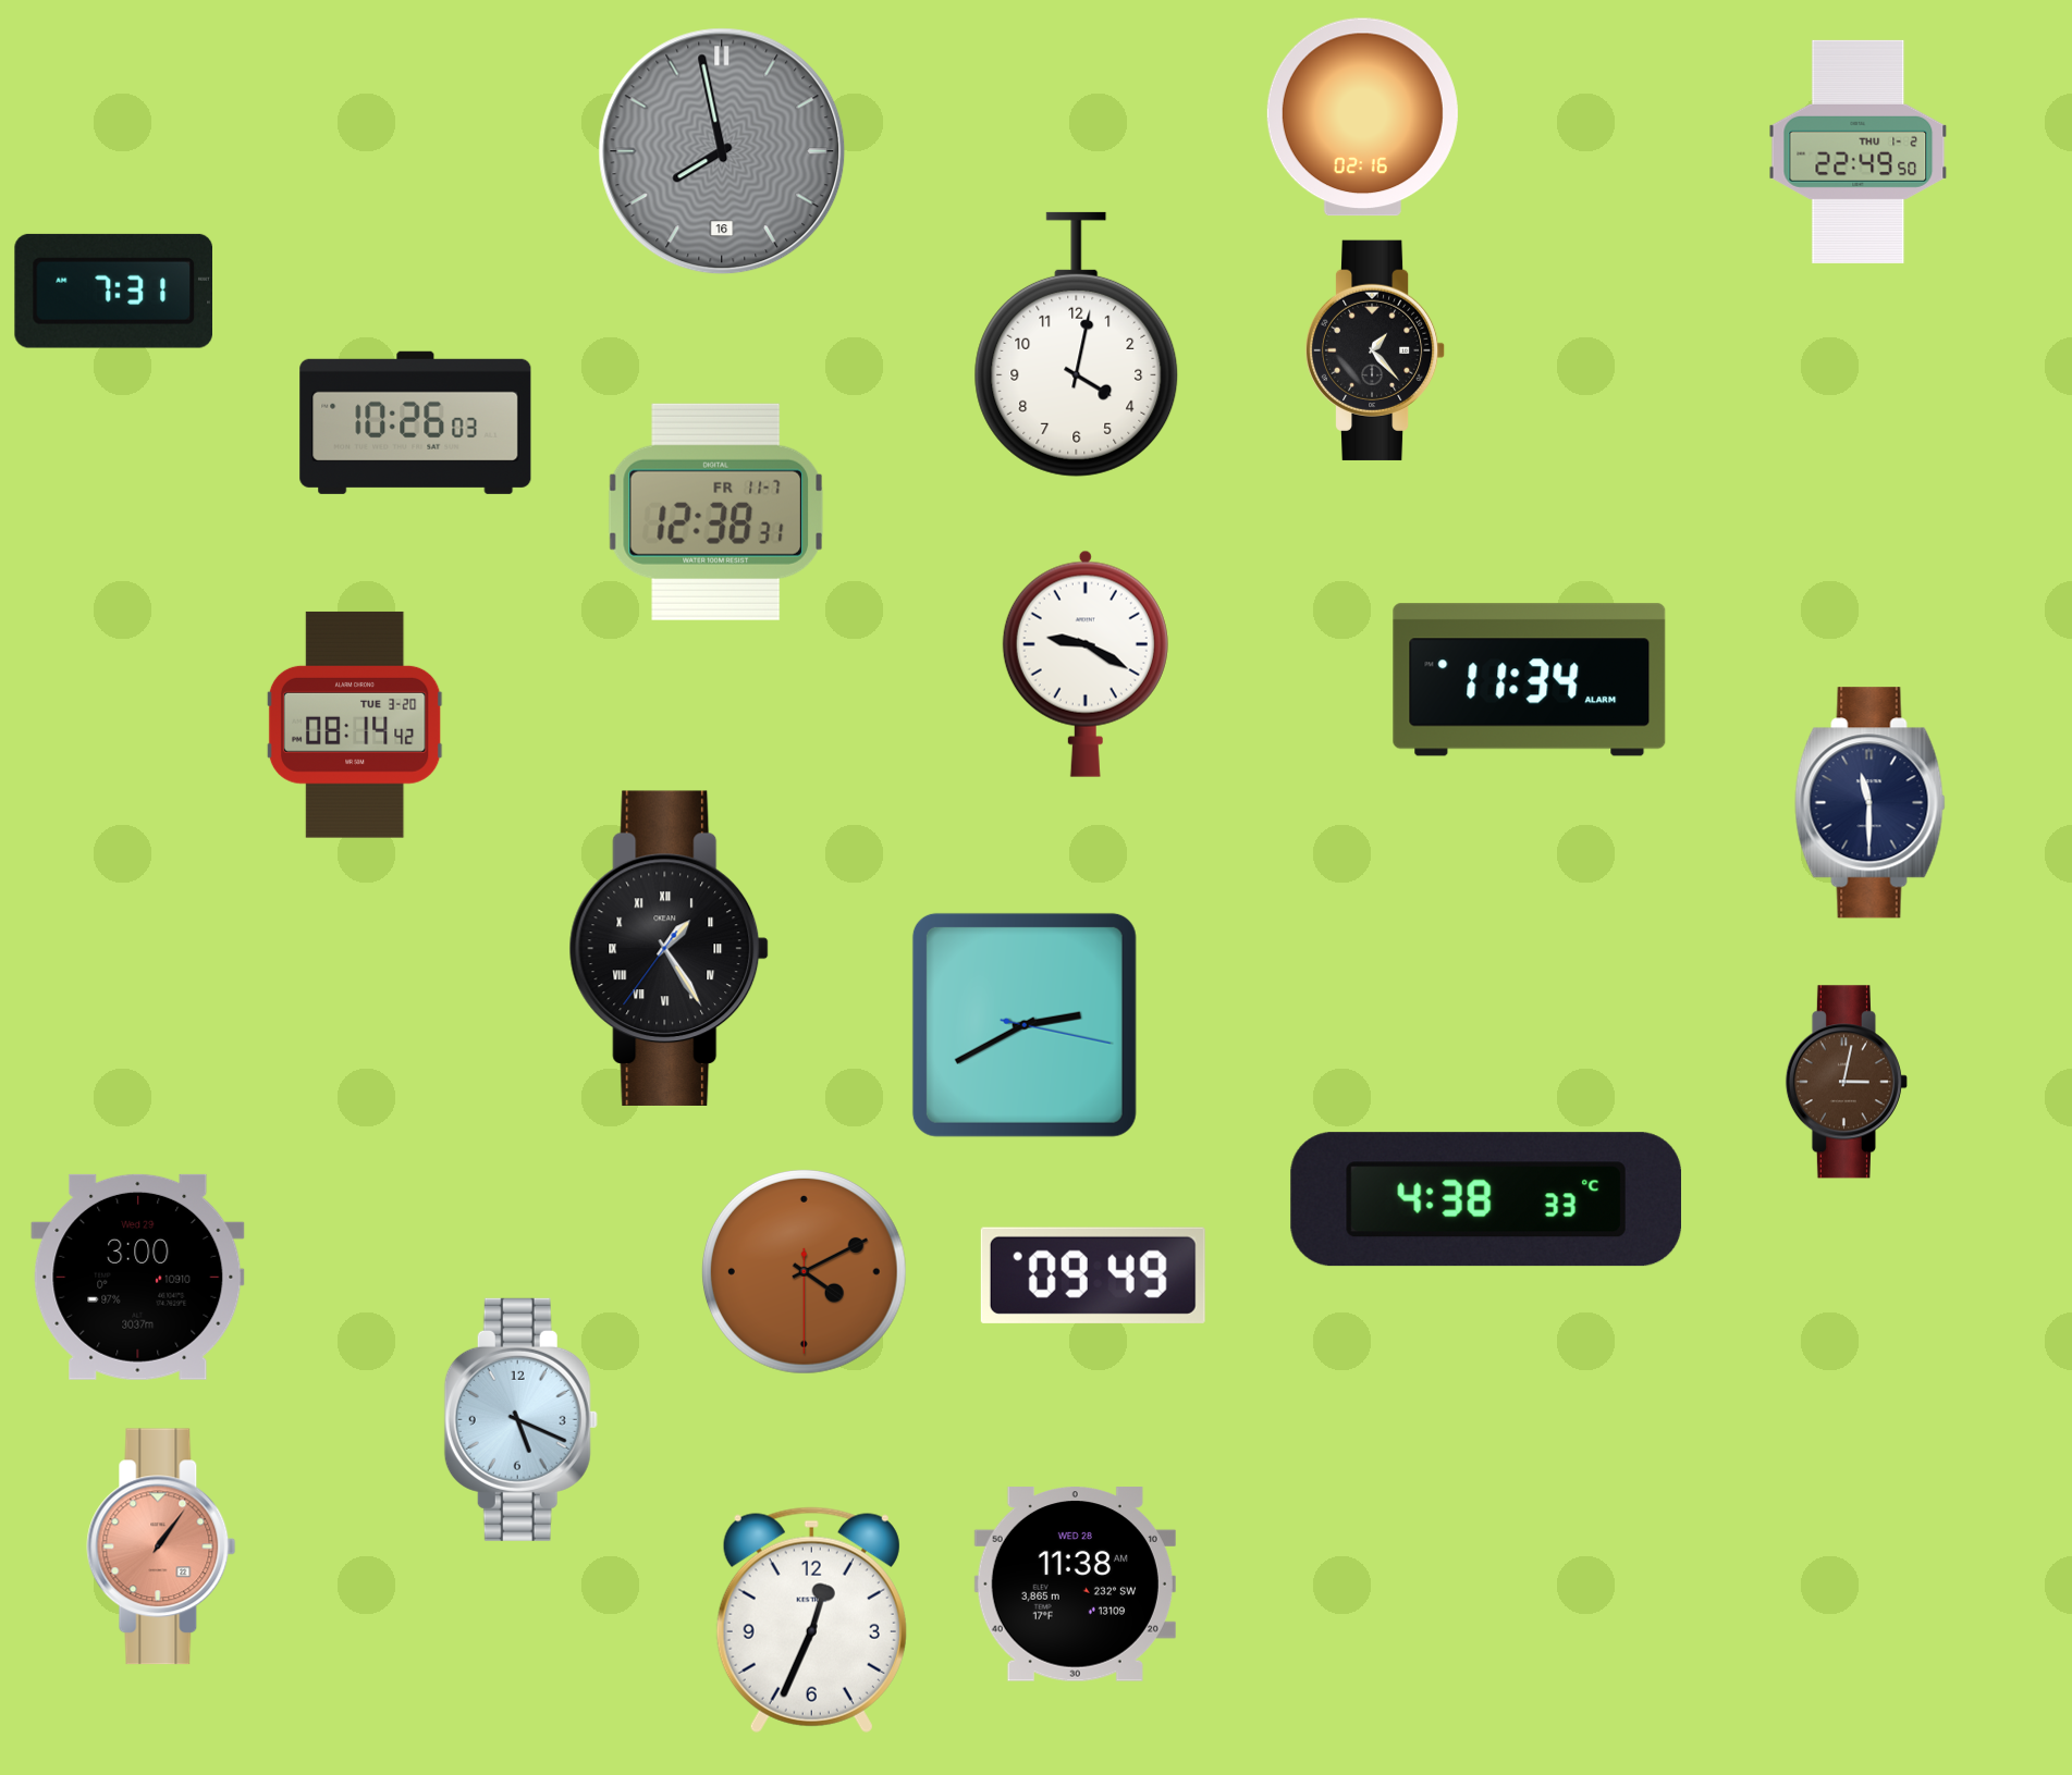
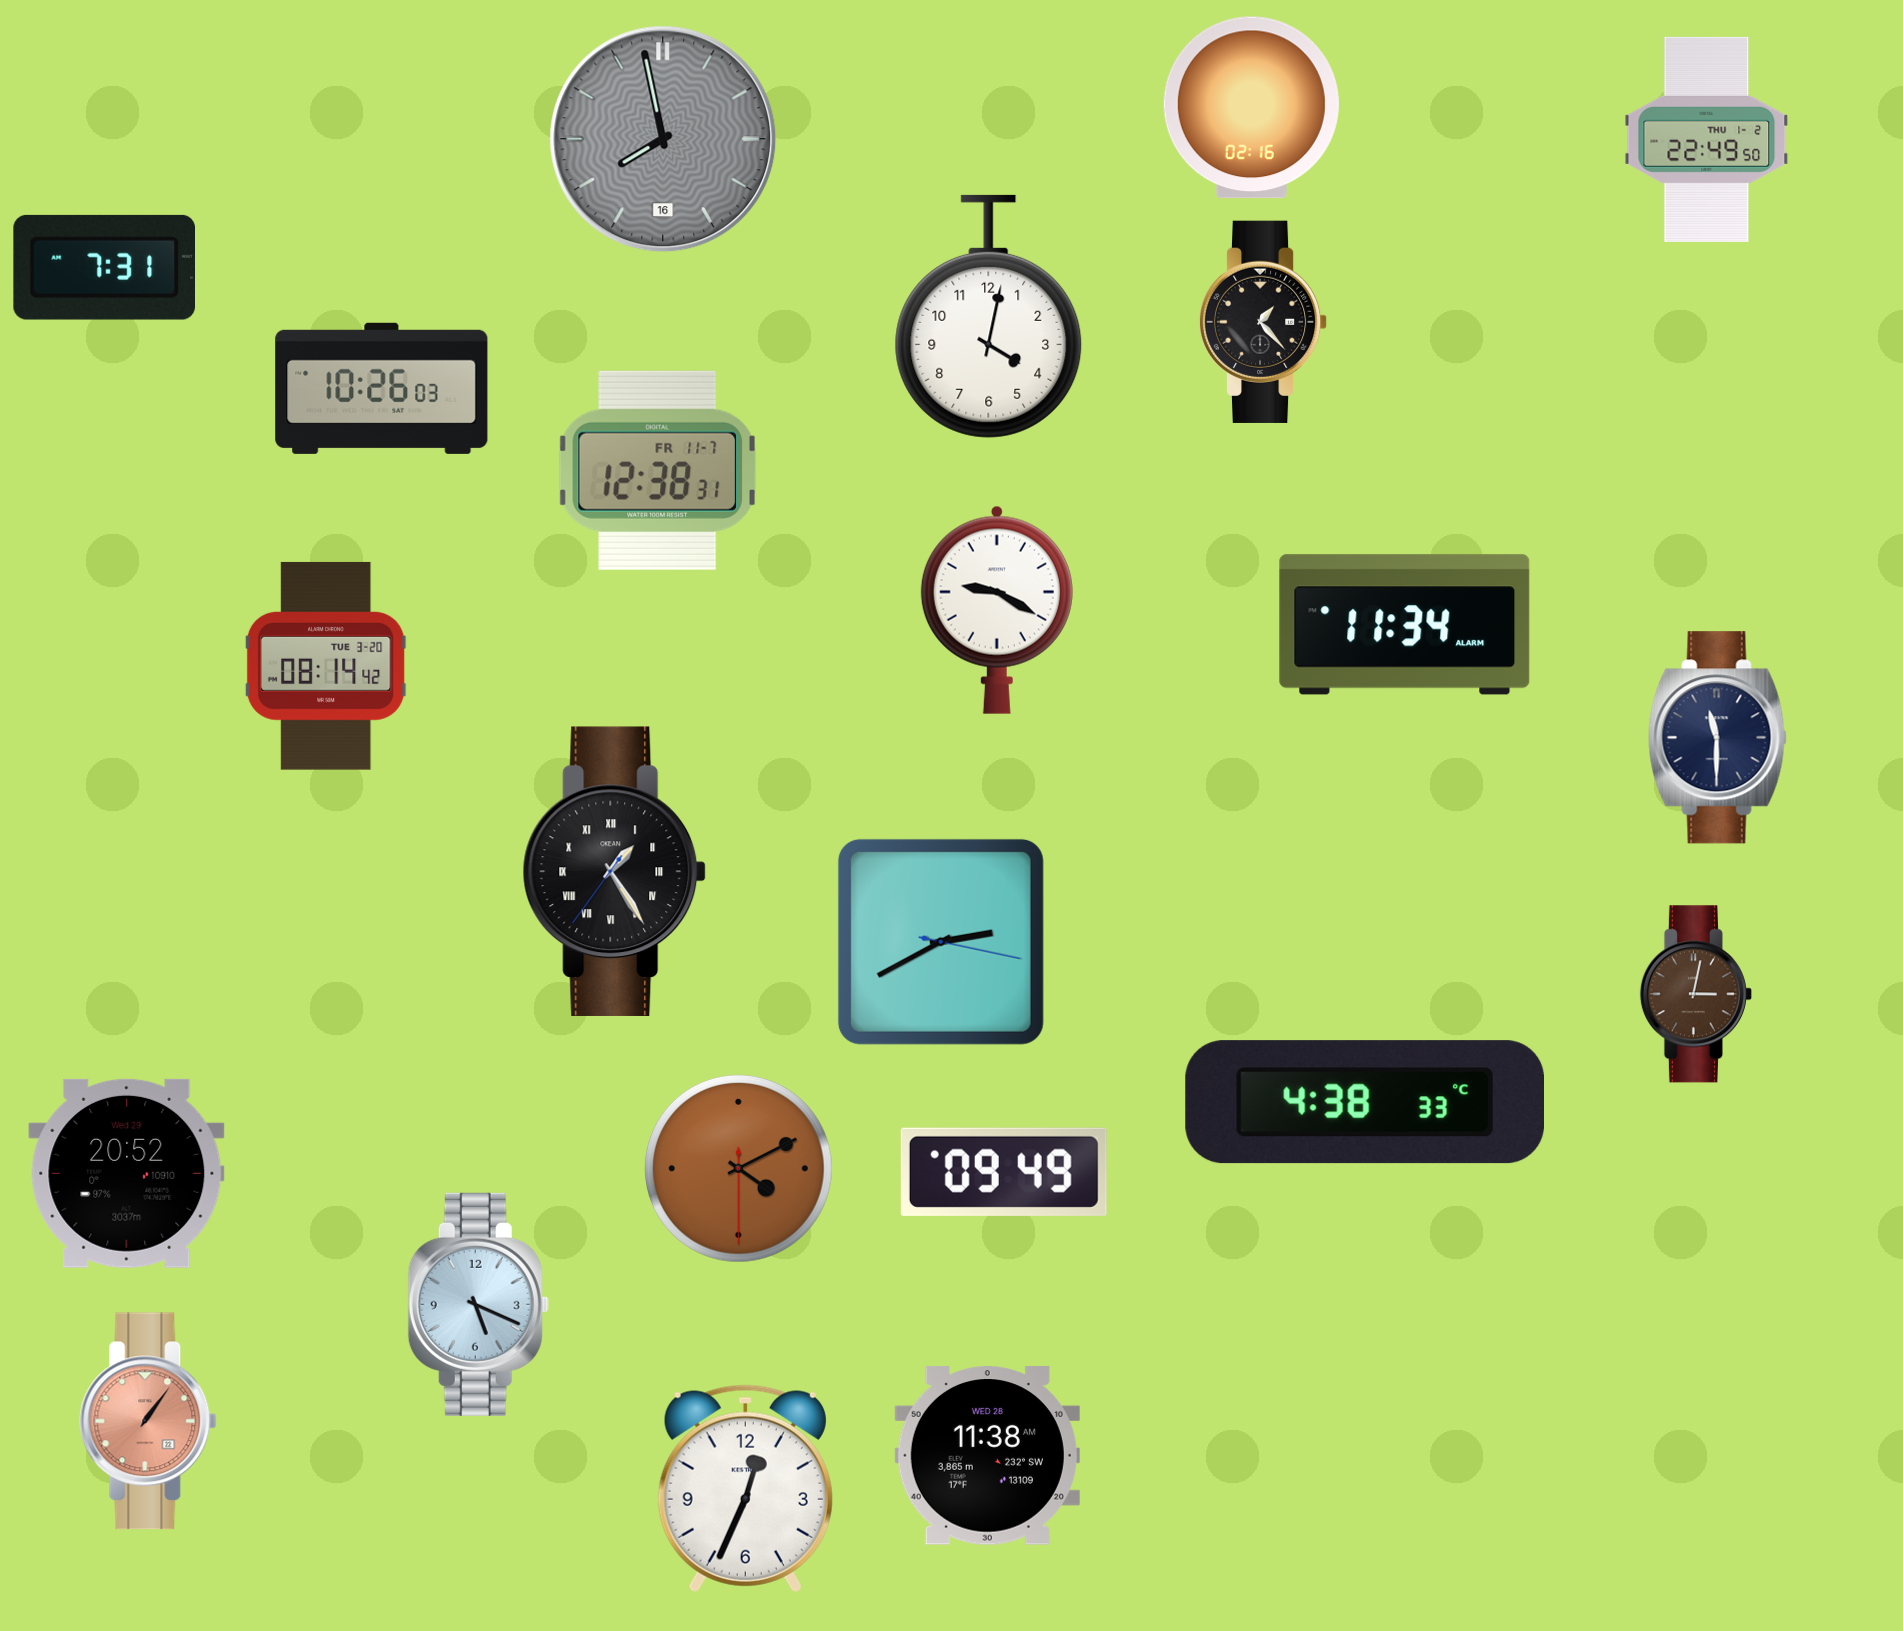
clock at (138, 1277): 3:00 -> 20:52
